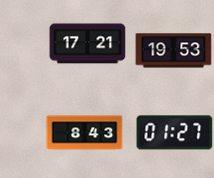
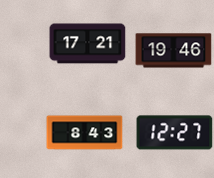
clock at (174, 51): 19:53 -> 19:46
clock at (175, 133): 01:27 -> 12:27
